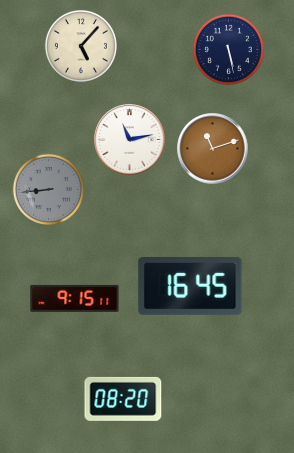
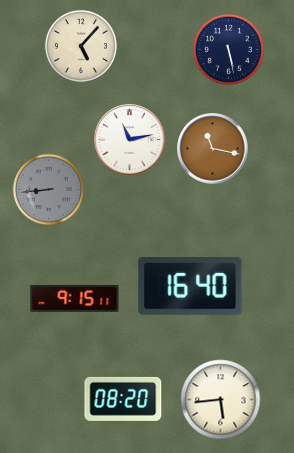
clock at (213, 149): 11:12 -> 11:17
clock at (190, 286): 16:45 -> 16:40
clock at (221, 400): none -> 5:44
